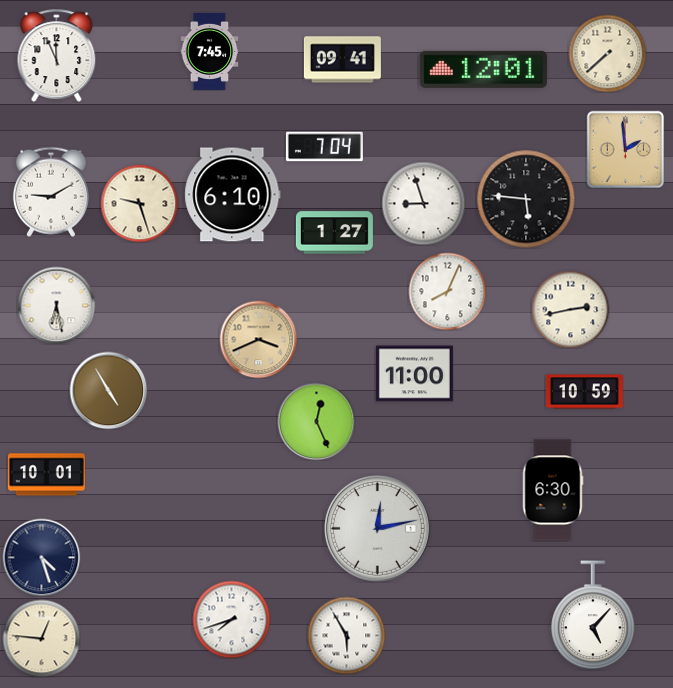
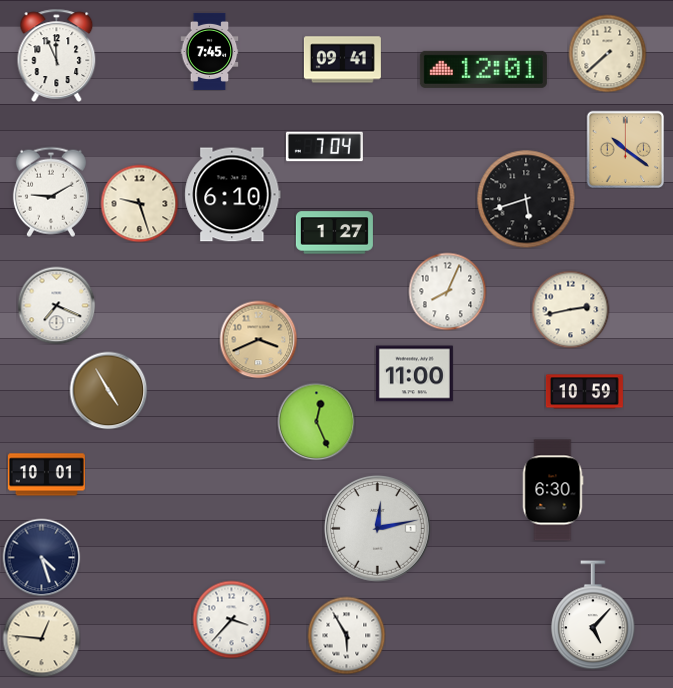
clock at (625, 149): 1:59 -> 10:21
clock at (526, 199): 5:46 -> 5:42
clock at (423, 203): 8:57 -> none
clock at (56, 305): 6:28 -> 7:19
clock at (231, 619): 7:42 -> 3:37
